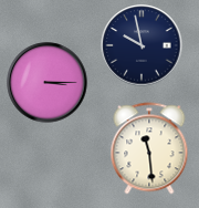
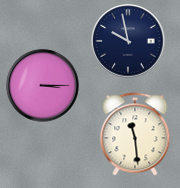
clock at (48, 83) position: (48, 83) -> (43, 86)
